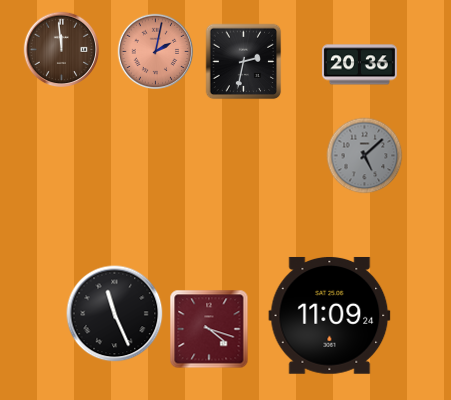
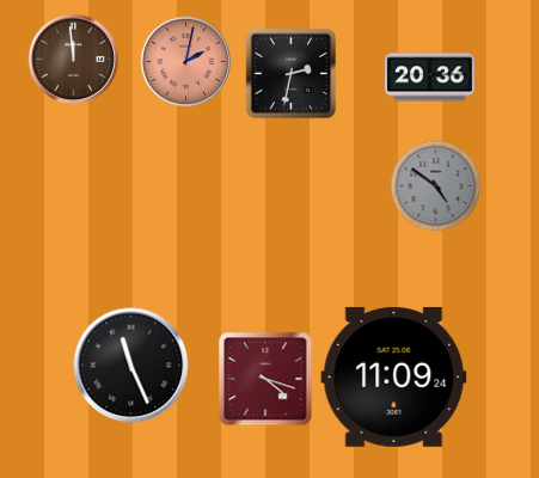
clock at (365, 156): 5:08 -> 4:51
clock at (115, 314) position: (115, 314) -> (131, 366)
clock at (209, 329) position: (209, 329) -> (265, 379)
